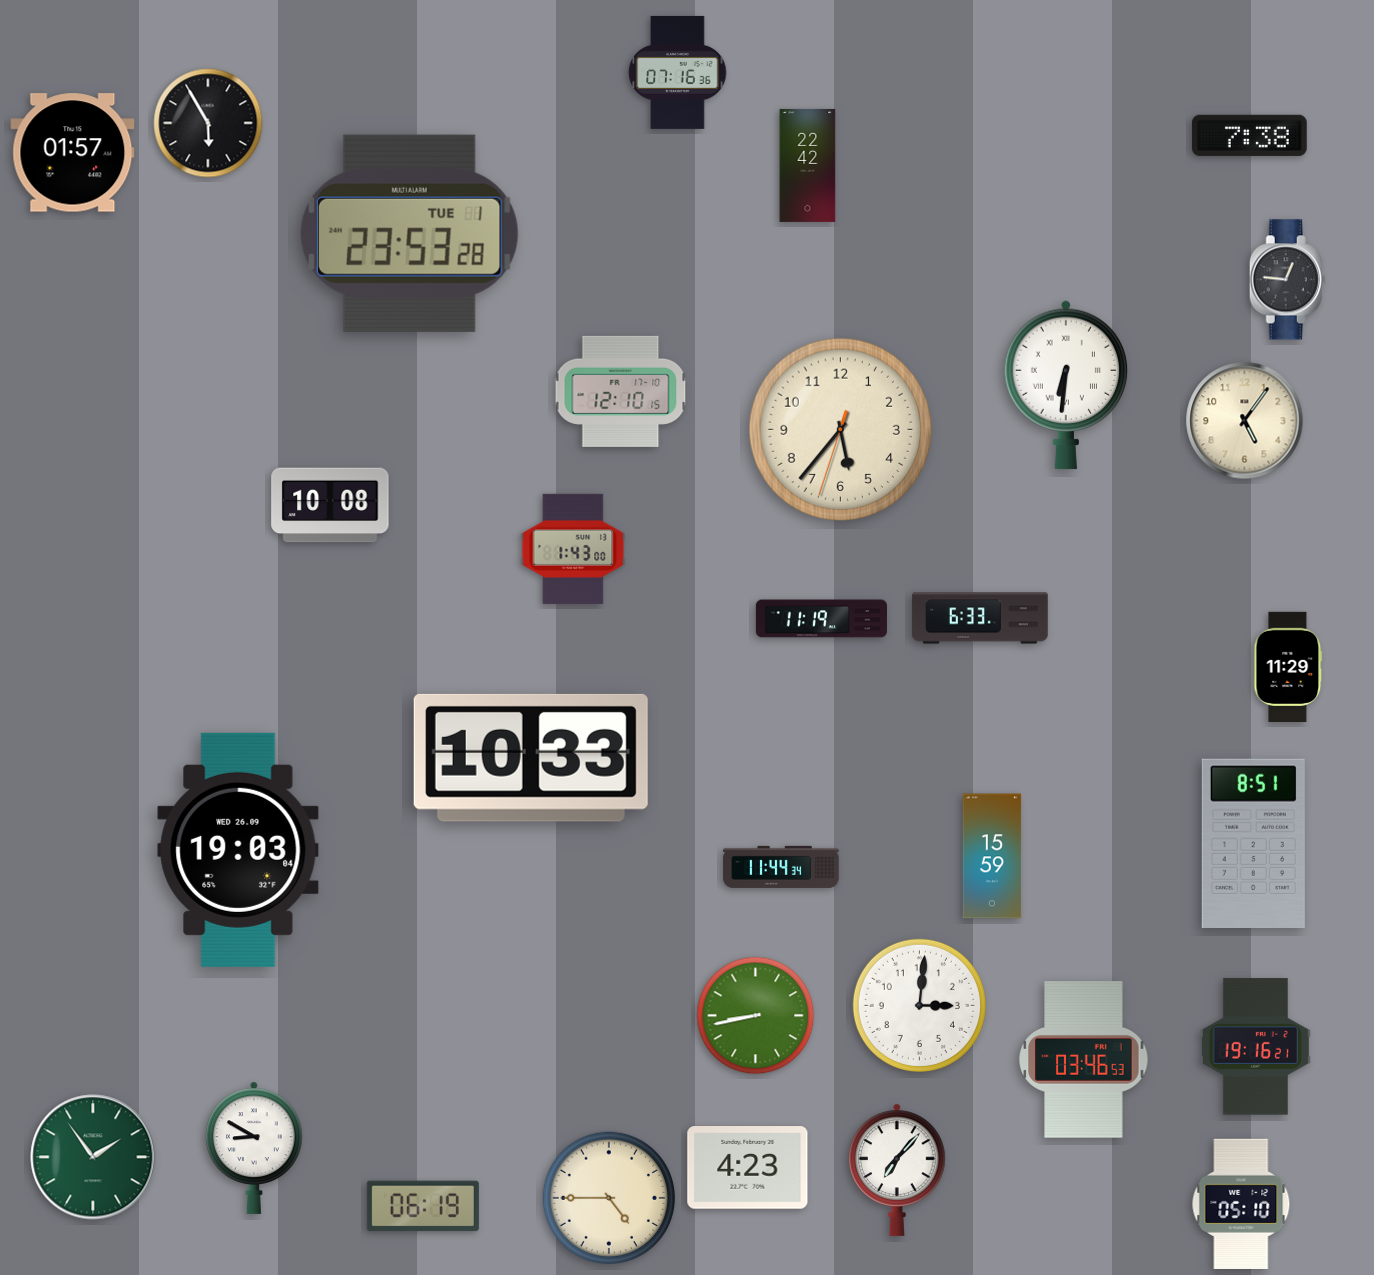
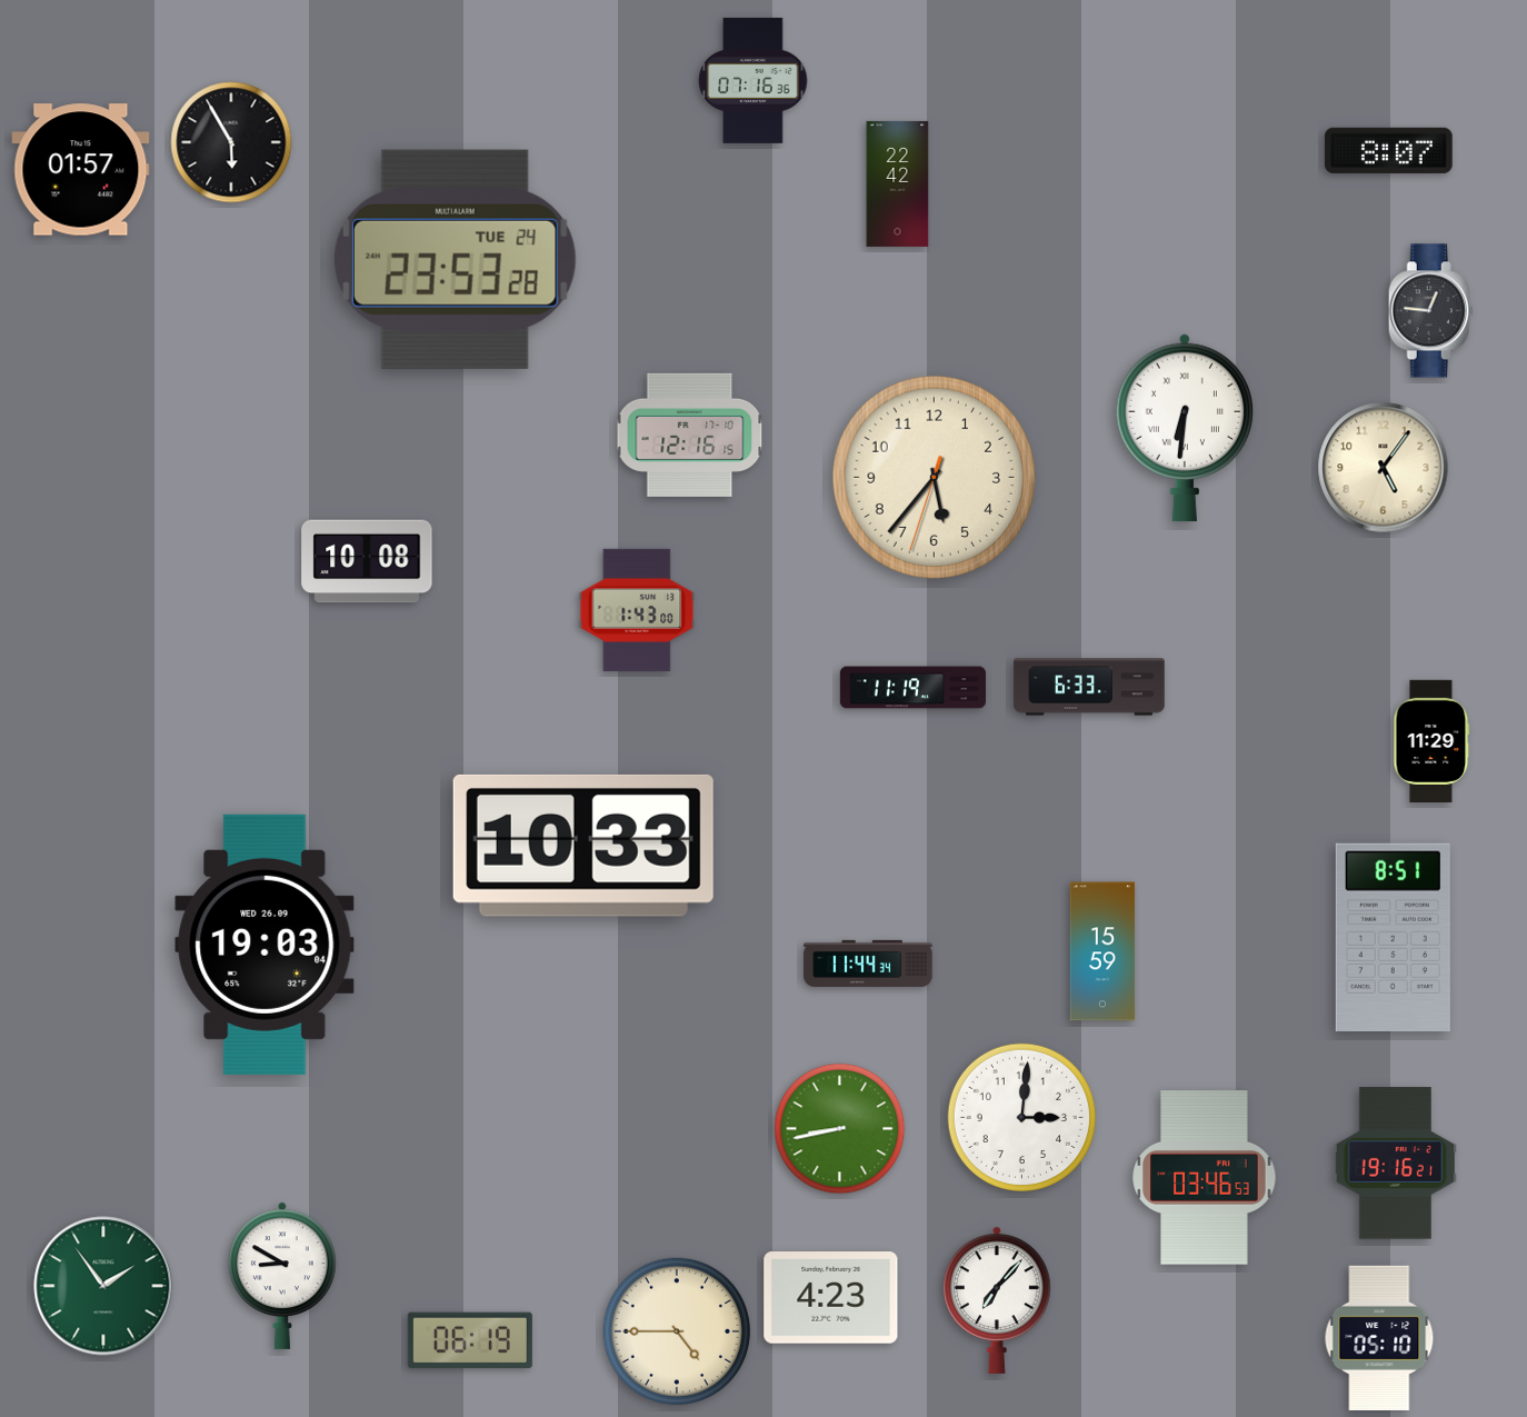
clock at (208, 123) position: (208, 123) -> (231, 142)
clock at (1249, 135): 7:38 -> 8:07
clock at (409, 233) date: TUE 1 -> TUE 24
clock at (621, 391): 12:10 -> 12:16
clock at (531, 758) position: (531, 758) -> (583, 846)
